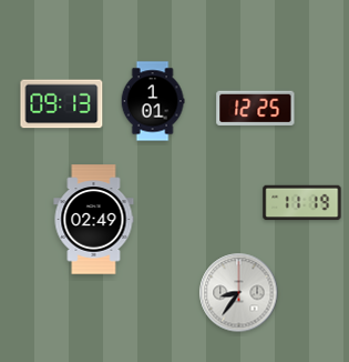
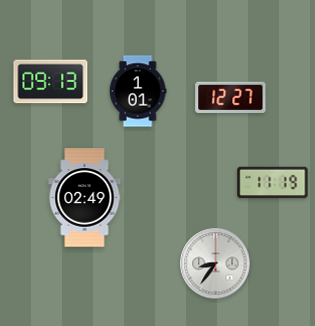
clock at (62, 104) position: (62, 104) -> (51, 82)
clock at (256, 108): 12:25 -> 12:27
